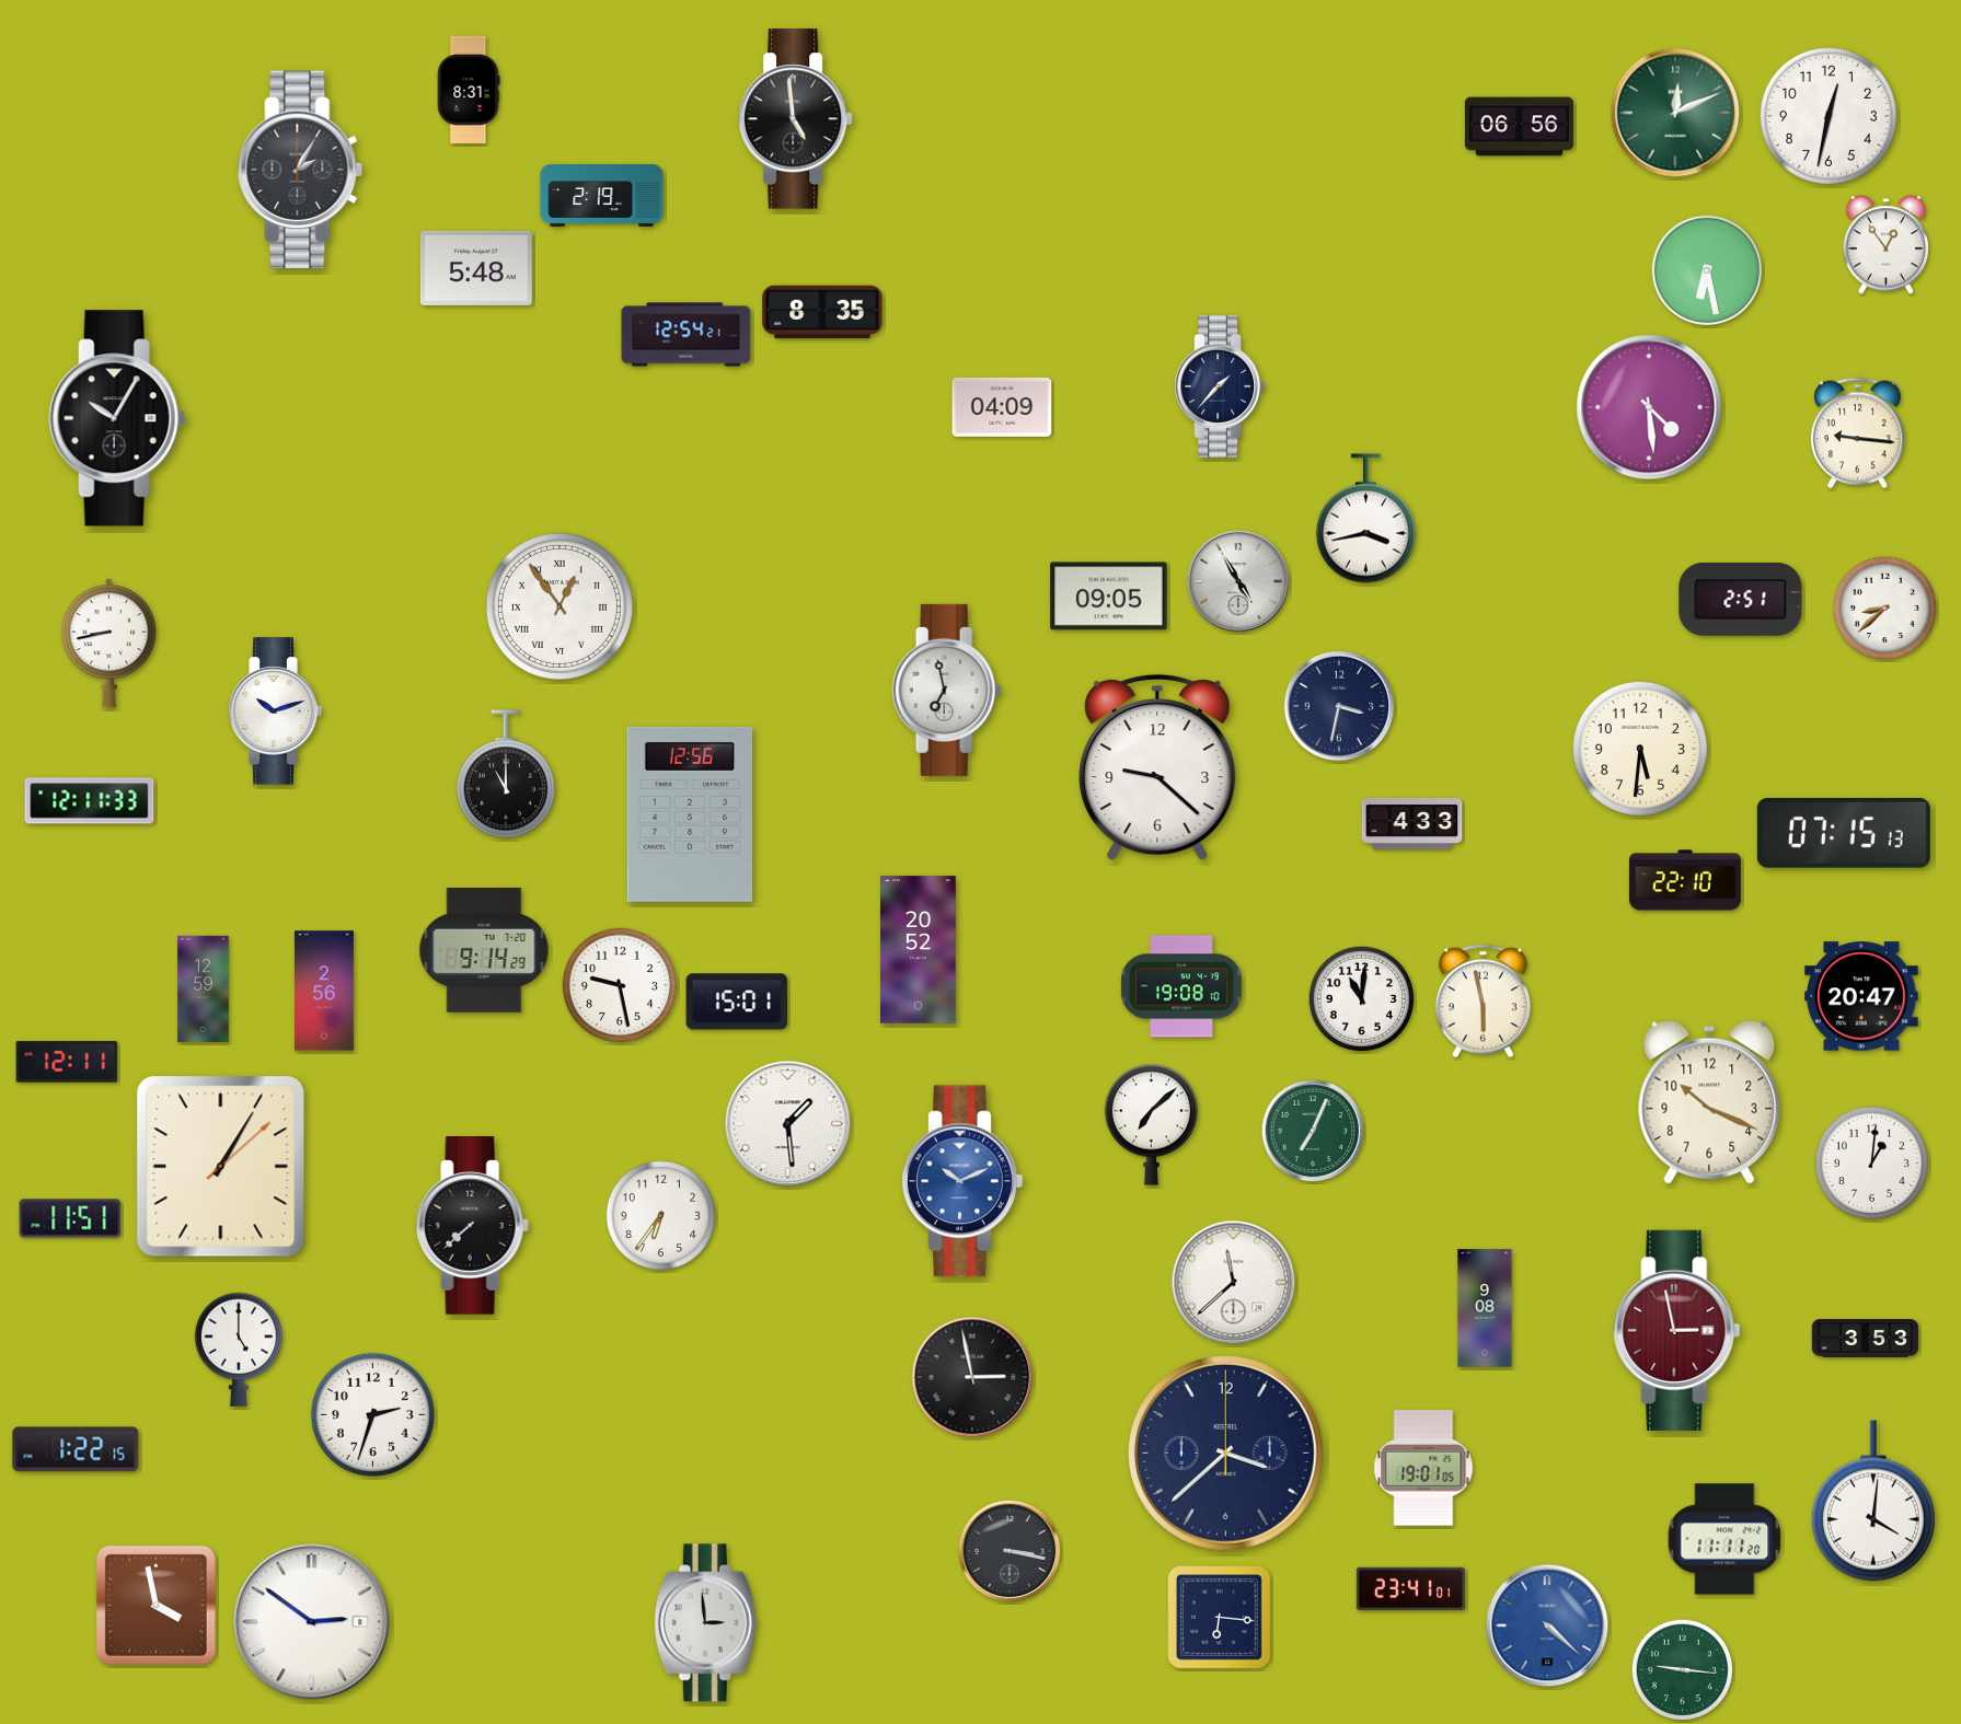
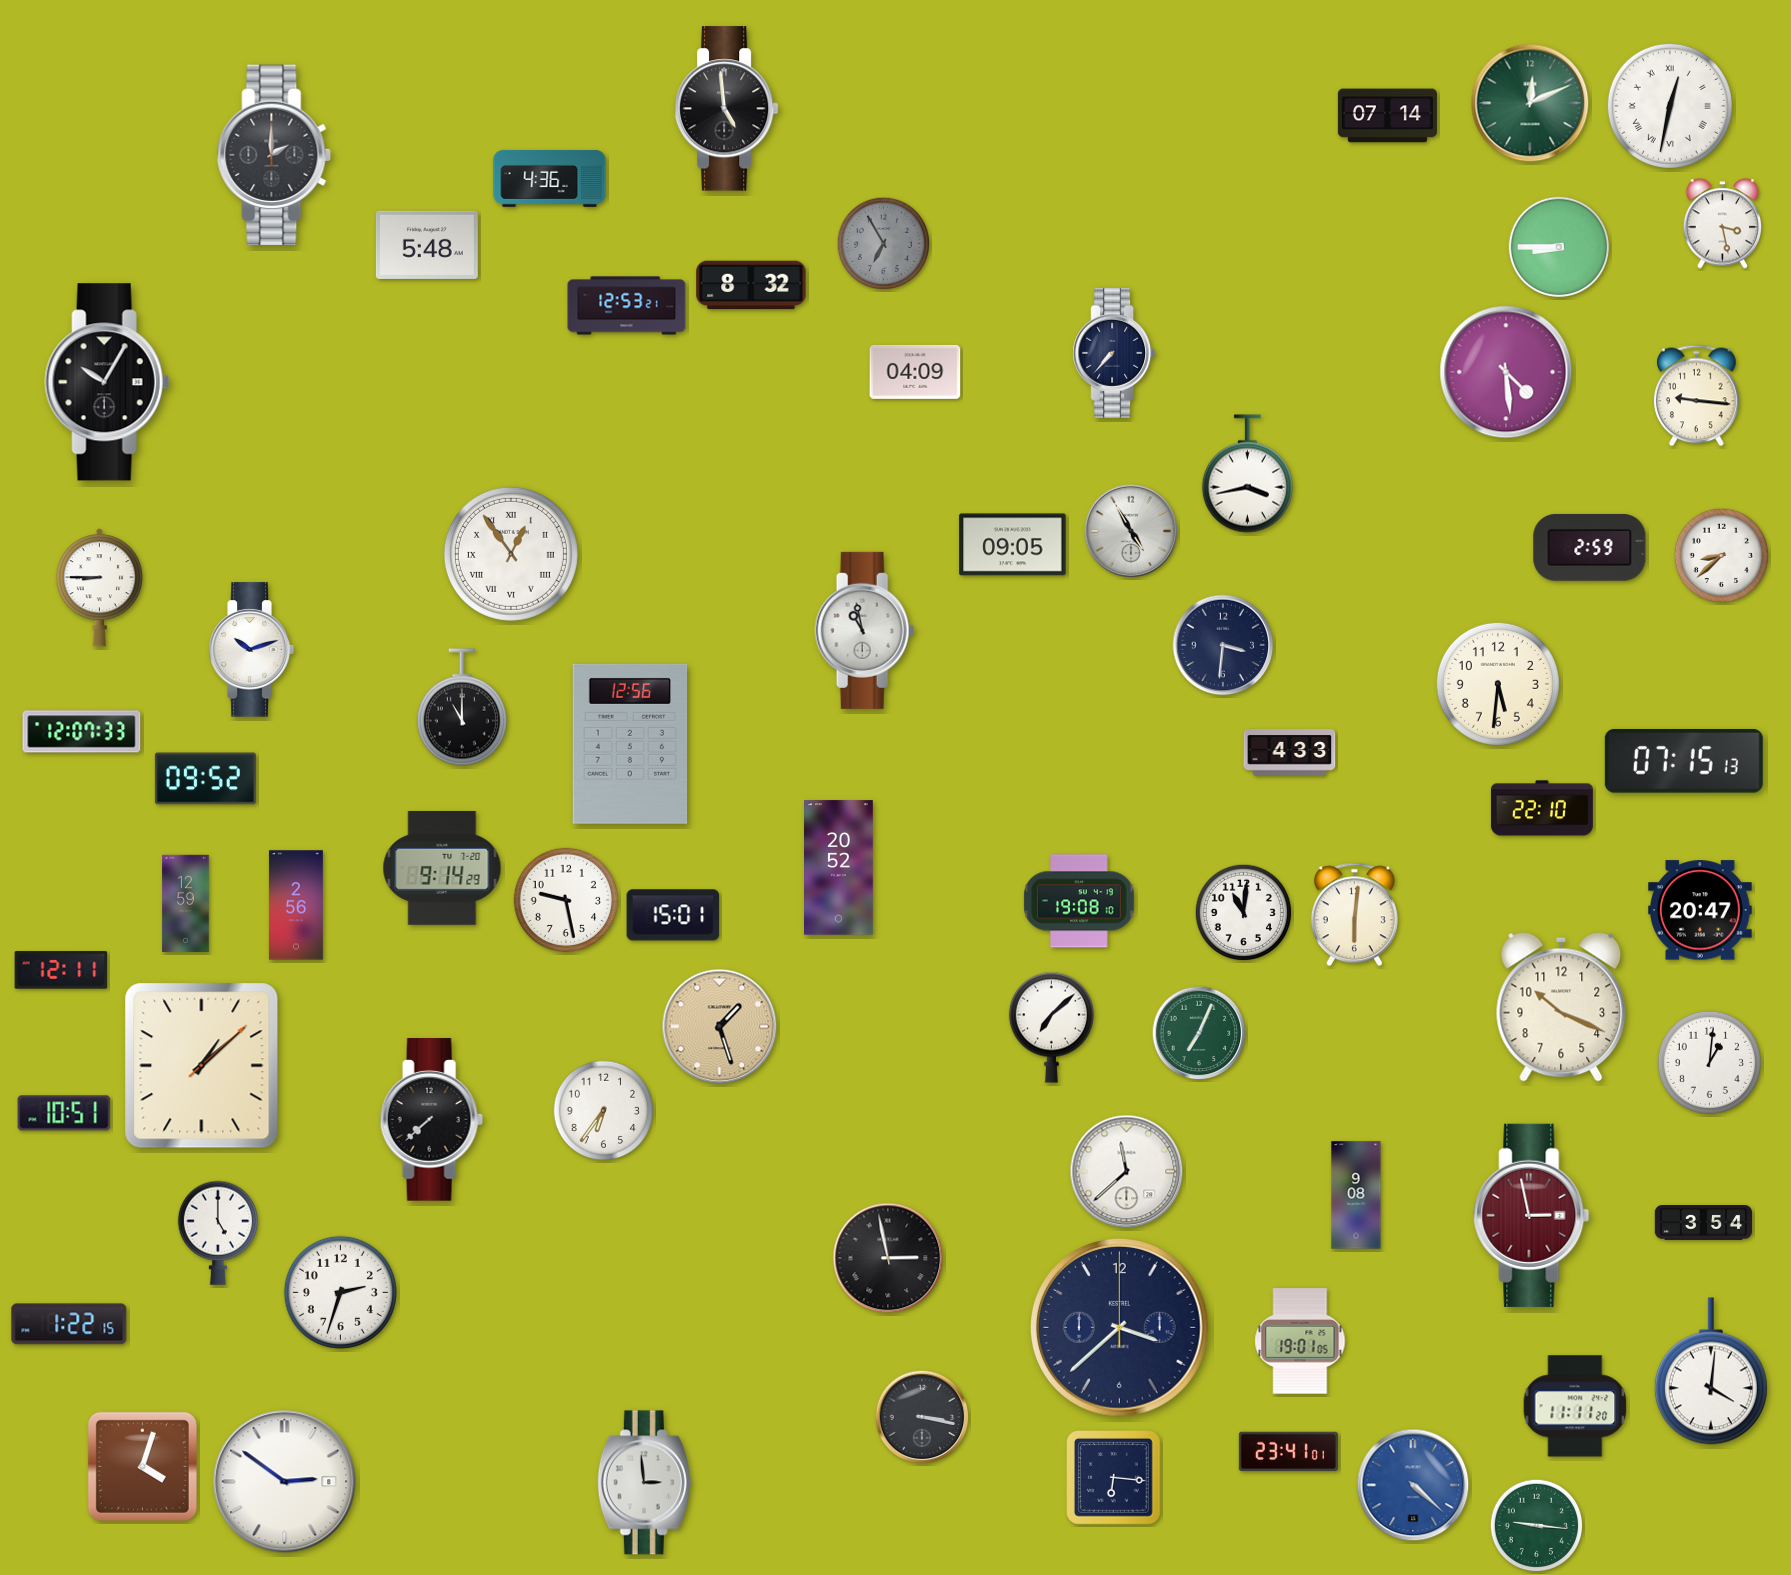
clock at (469, 90): 8:31 -> none
clock at (1829, 116) numerals: Arabic -> Roman
clock at (1519, 127): 06:56 -> 07:14
clock at (300, 169): 2:05 -> 2:00
clock at (602, 195): 2:19 -> 4:36
clock at (1887, 245): 12:54 -> 3:28
clock at (884, 244): none -> 6:55
clock at (476, 268) position: (476, 268) -> (427, 245)
clock at (1706, 269): 6:28 -> 8:45
clock at (822, 312): 8:35 -> 8:32
clock at (687, 335): 12:54 -> 12:53
clock at (1220, 386): 1:37 -> 7:37
clock at (1741, 599): 2:51 -> 2:59
clock at (108, 644): 8:43 -> 8:45
clock at (947, 690): 6:58 -> 10:58
clock at (1339, 706): 3:32 -> 3:31
clock at (1157, 767): 9:22 -> none
clock at (90, 801): 12:11 -> 12:07
clock at (205, 779): none -> 09:52
clock at (1685, 880) position: (1685, 880) -> (1542, 808)
clock at (1483, 1002): 5:58 -> 6:01
clock at (788, 1124): 1:29 -> 1:27
clock at (788, 1124) dial: white -> champagne
clock at (221, 1167): 1:05 -> 1:08
clock at (962, 1181): 10:11 -> none
clock at (70, 1218): 11:51 -> 10:51
clock at (1866, 1339): 3:53 -> 3:54
clock at (155, 1605): 3:58 -> 4:03
